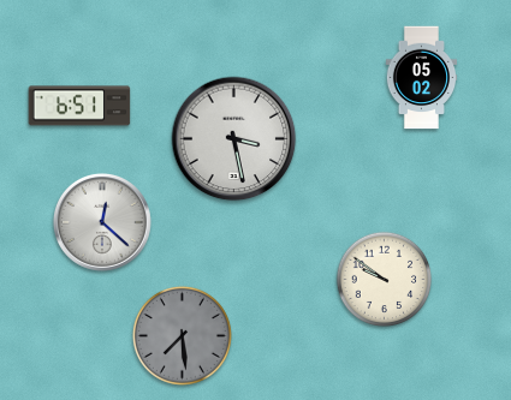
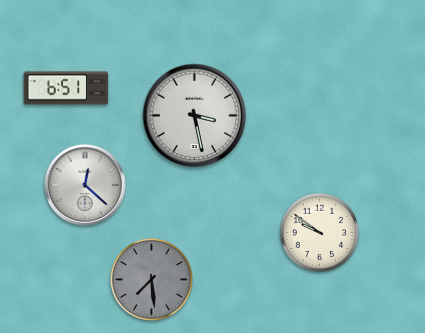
clock at (422, 78): 05:02 -> none
